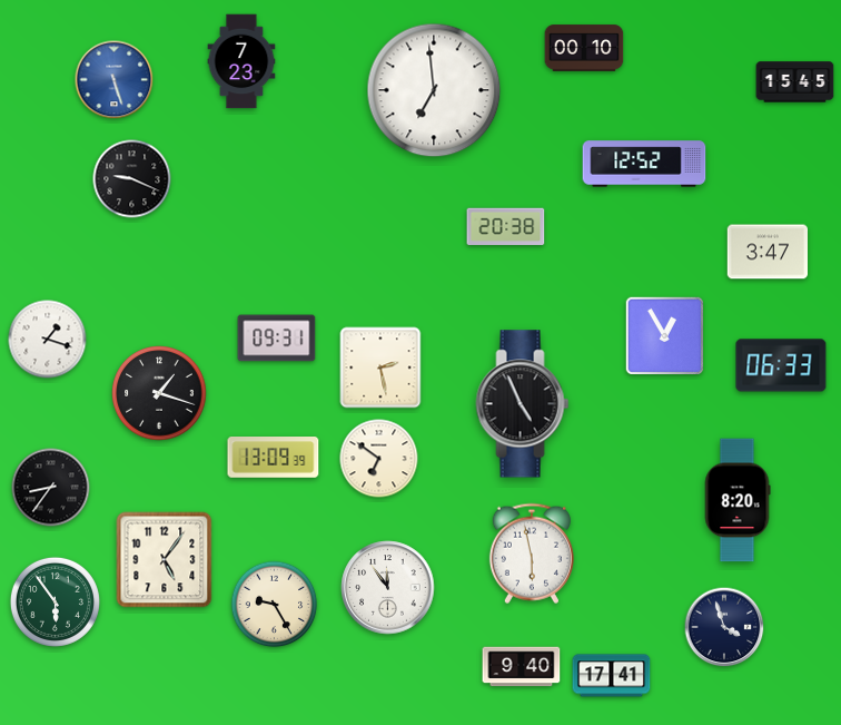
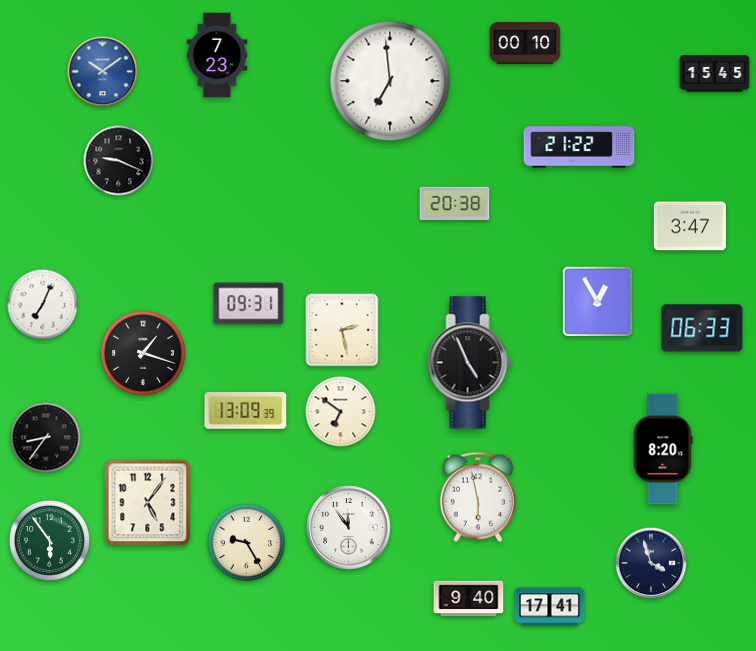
clock at (115, 80): 5:27 -> 10:09
clock at (644, 164): 12:52 -> 21:22
clock at (48, 340): 1:18 -> 7:04
